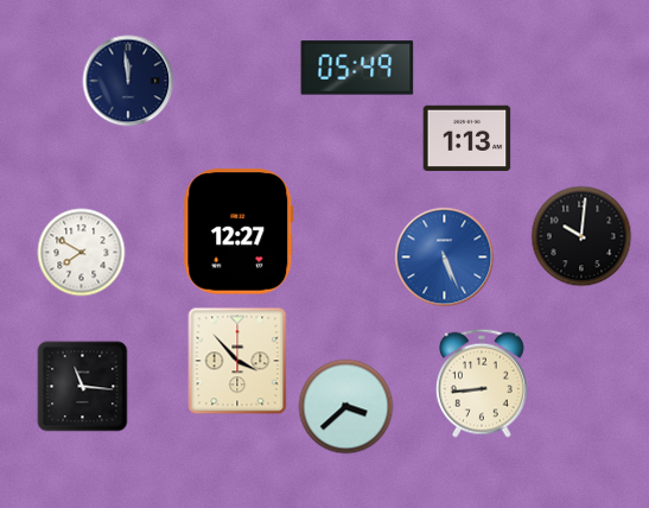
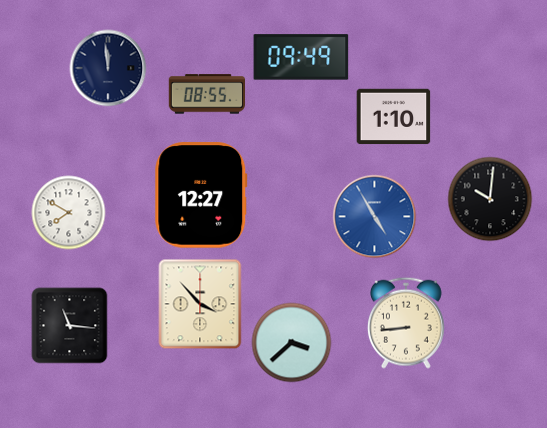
clock at (357, 68): 05:49 -> 09:49
clock at (206, 94): none -> 08:55
clock at (467, 139): 1:13 -> 1:10
clock at (445, 258): 5:26 -> 4:55
